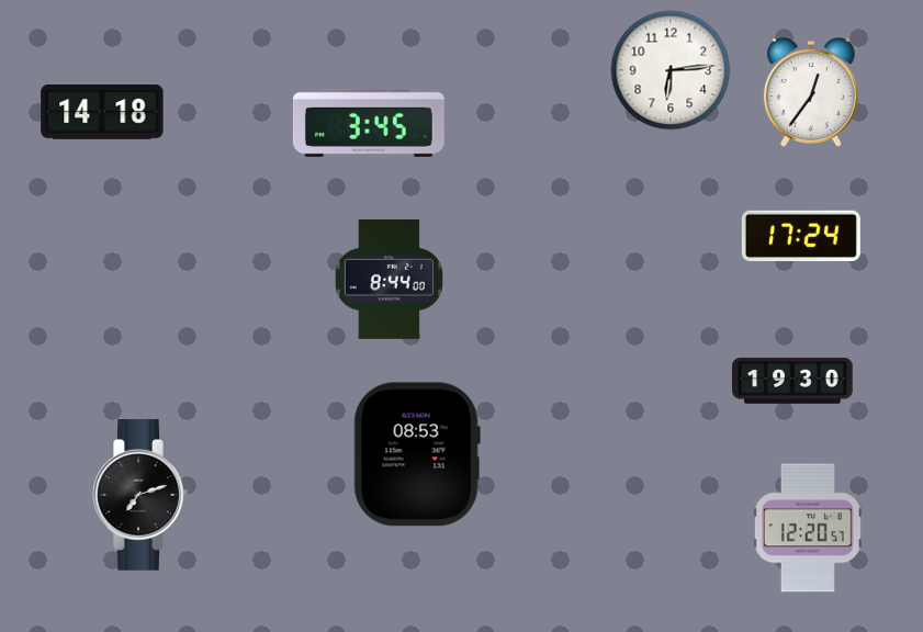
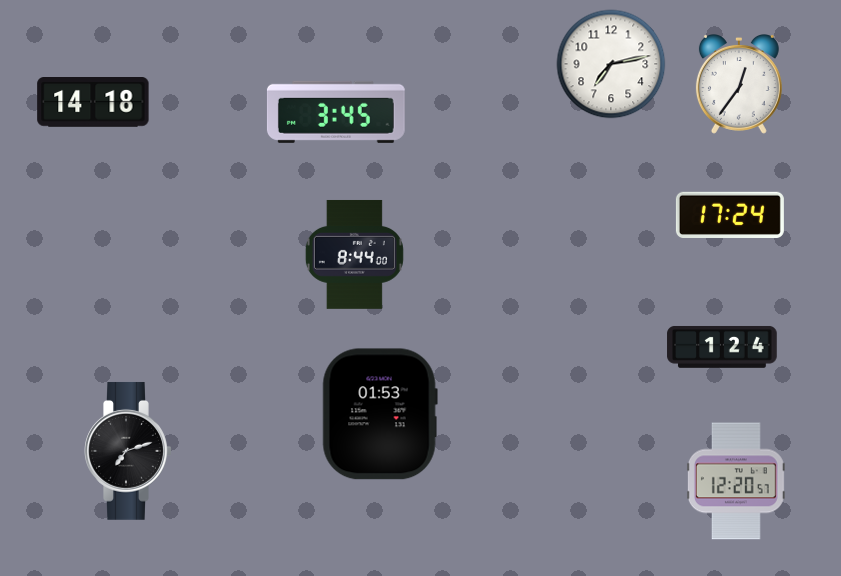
clock at (671, 70): 6:14 -> 7:13
clock at (792, 381): 19:30 -> 1:24
clock at (417, 454): 08:53 -> 01:53
